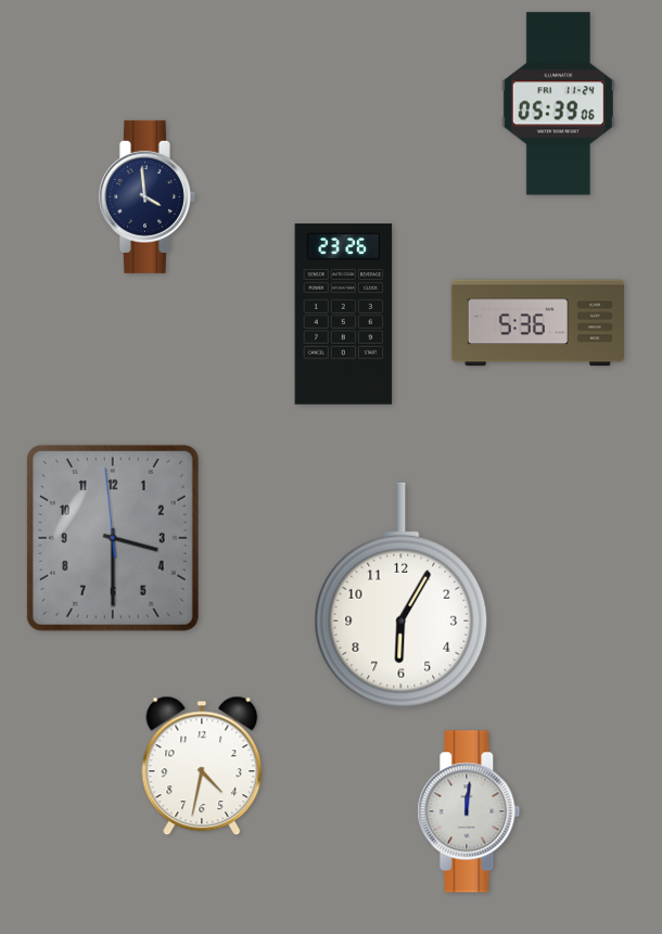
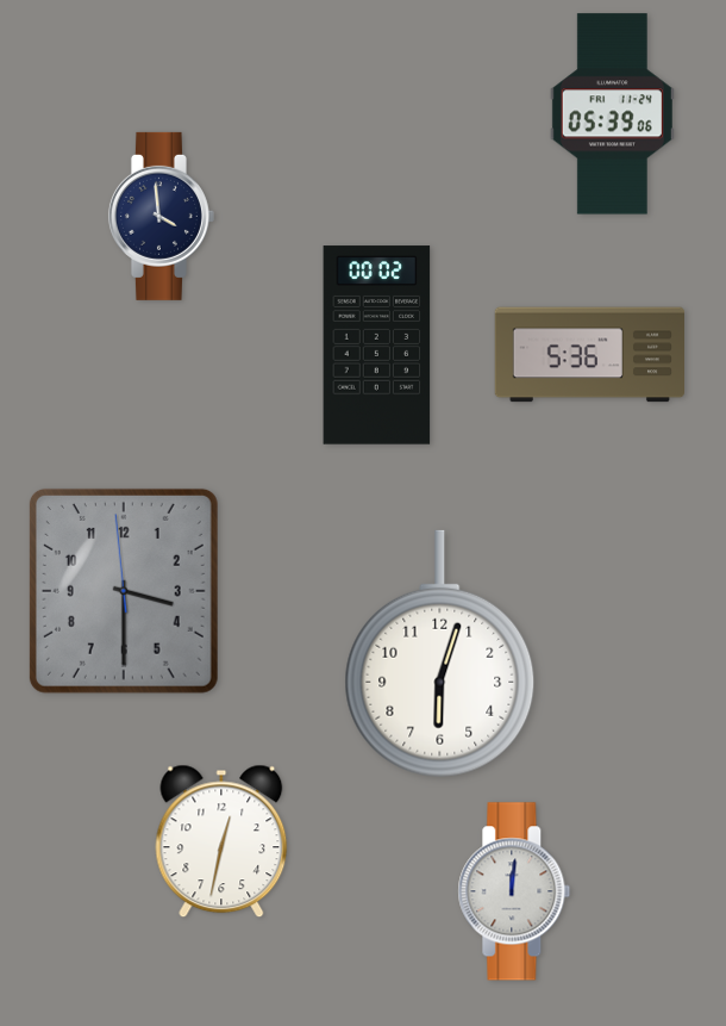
clock at (344, 315): 23:26 -> 00:02
clock at (402, 596): 6:05 -> 6:03
clock at (202, 766): 4:32 -> 12:32
